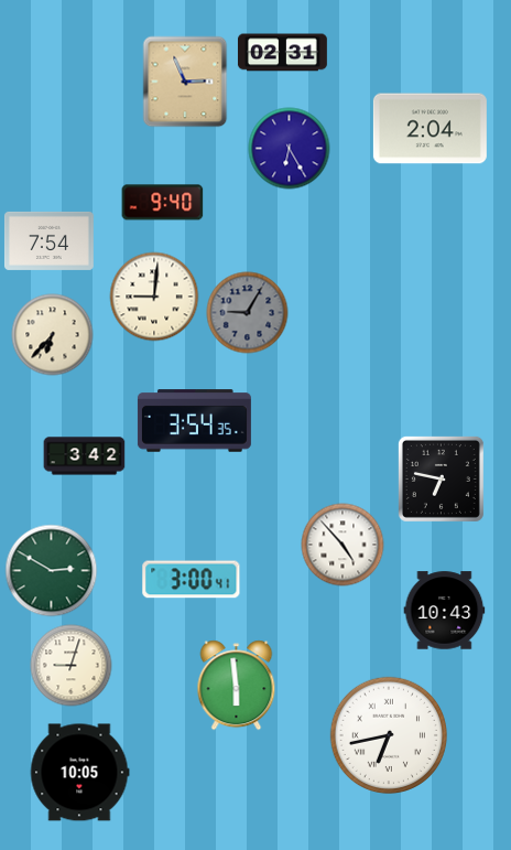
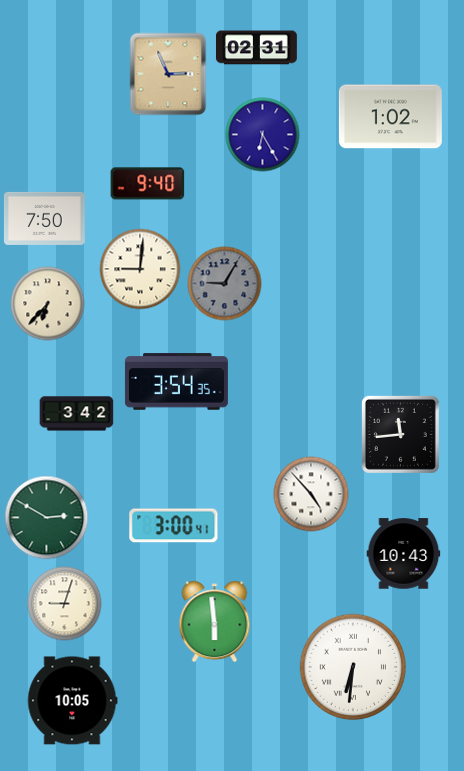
clock at (430, 129): 2:04 -> 1:02
clock at (48, 240): 7:54 -> 7:50
clock at (441, 478): 6:47 -> 11:44
clock at (388, 734): 6:43 -> 6:31
